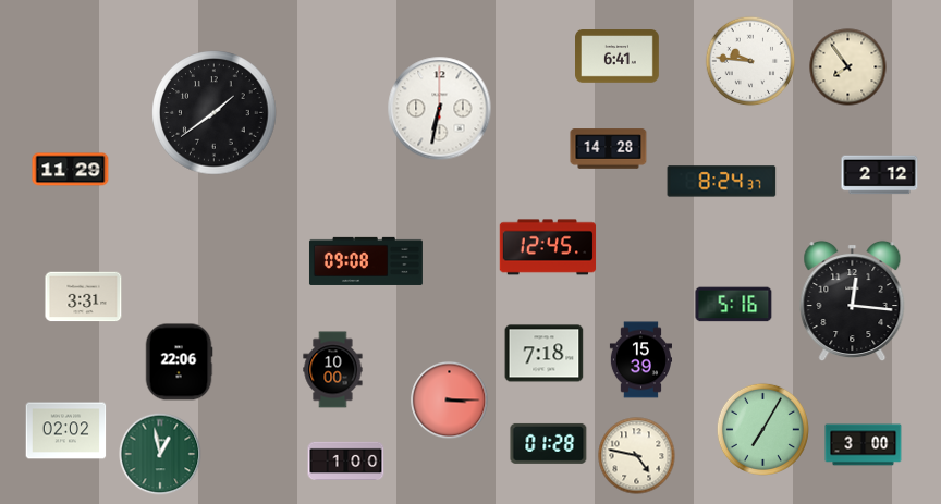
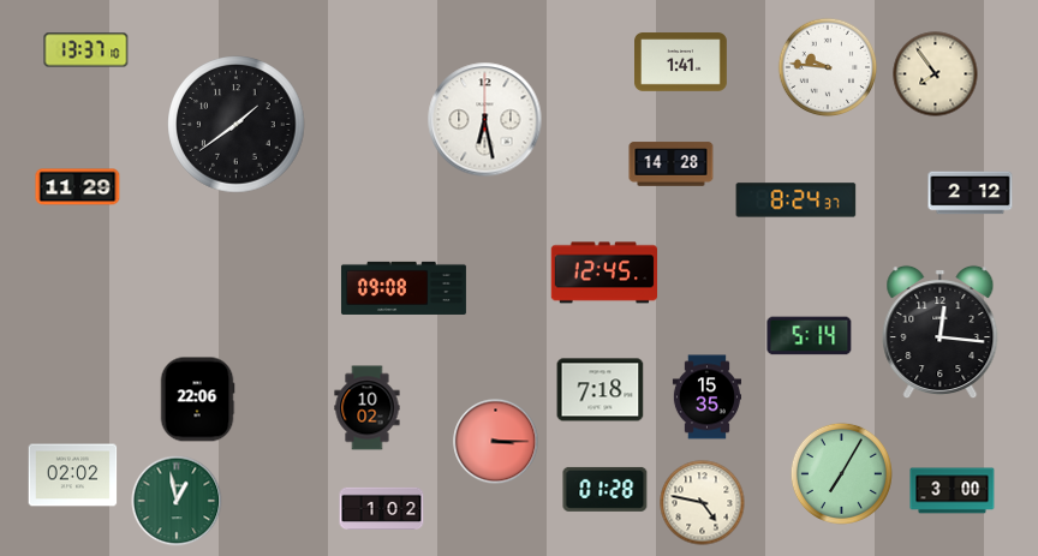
clock at (86, 50): none -> 13:37
clock at (618, 57): 6:41 -> 1:41
clock at (440, 109): 6:32 -> 6:28
clock at (84, 297): 3:31 -> none
clock at (734, 305): 5:16 -> 5:14
clock at (640, 360): 15:39 -> 15:35
clock at (333, 370): 10:00 -> 10:02
clock at (346, 460): 1:00 -> 1:02
